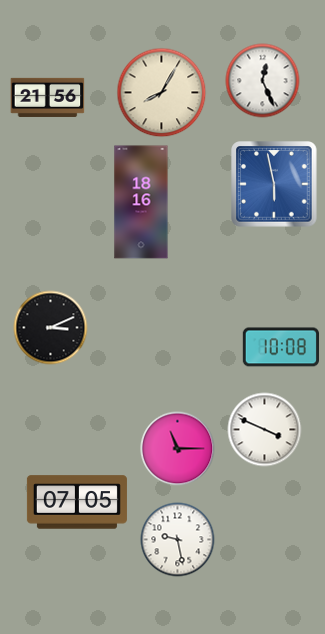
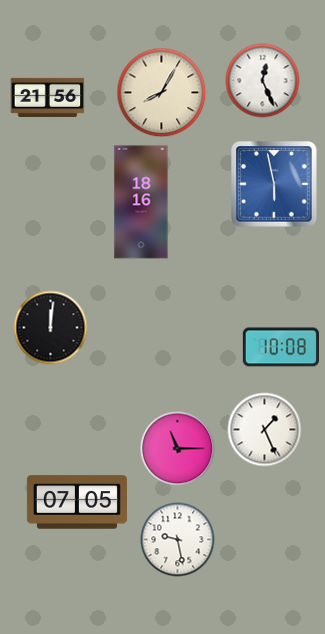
clock at (51, 328): 3:11 -> 12:01
clock at (265, 430): 3:49 -> 1:26
